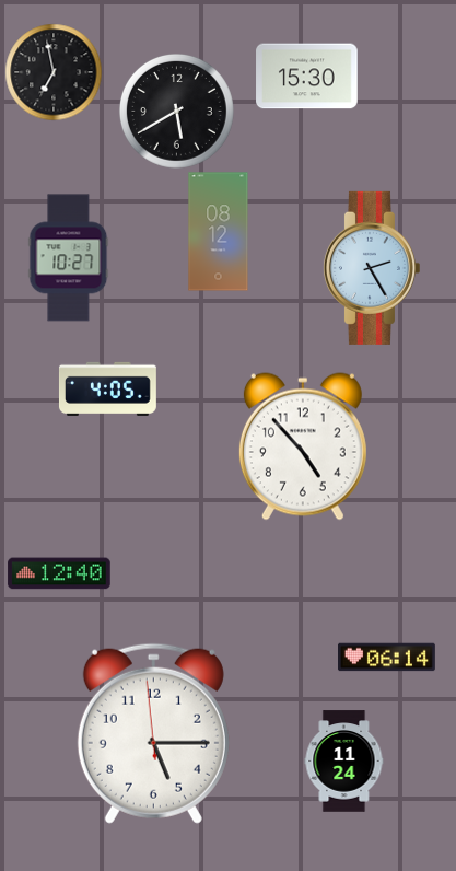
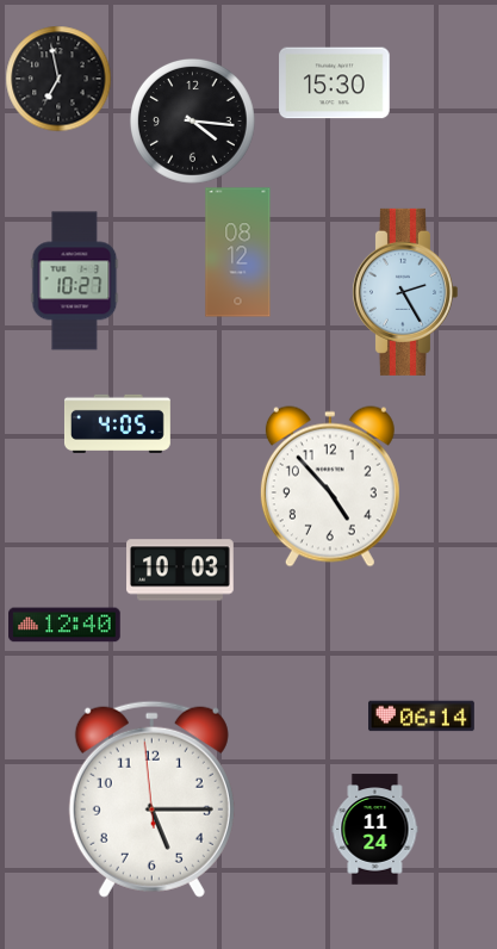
clock at (177, 112): 5:40 -> 4:16
clock at (181, 570): none -> 10:03
clock at (153, 733) position: (153, 733) -> (151, 799)
